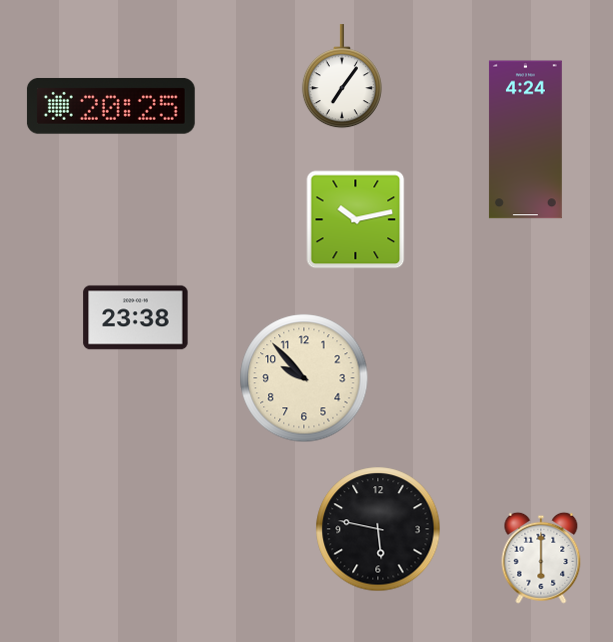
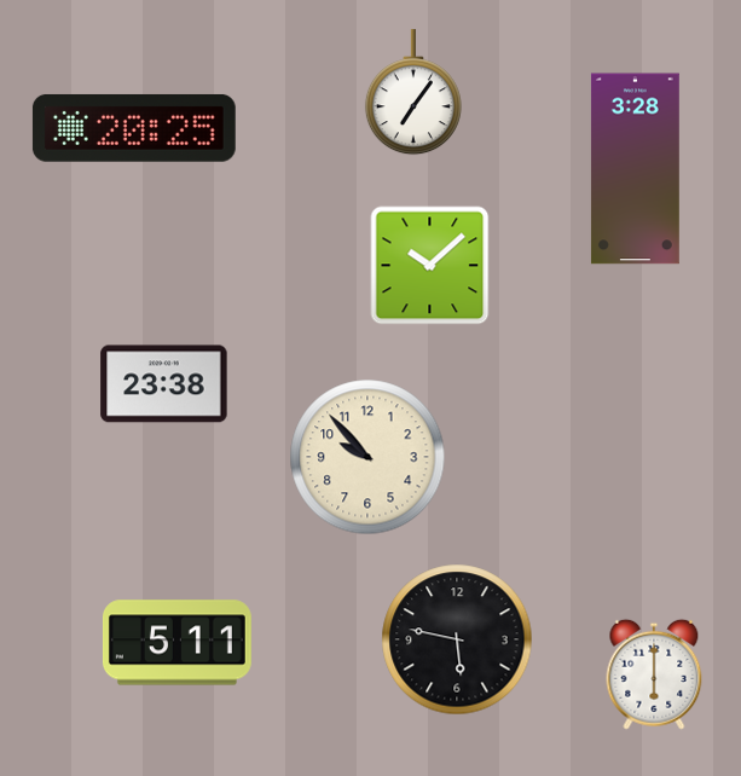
clock at (525, 140): 4:24 -> 3:28
clock at (356, 220): 10:13 -> 10:08
clock at (176, 643): none -> 5:11
